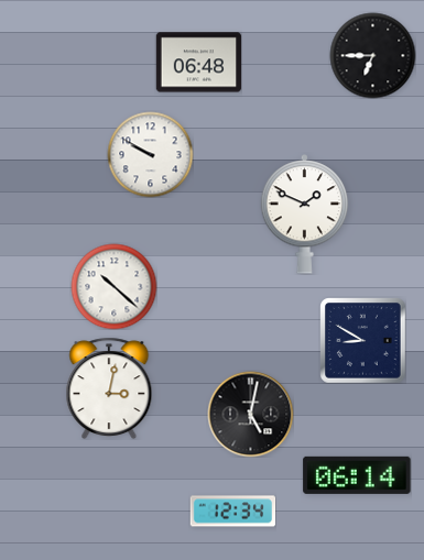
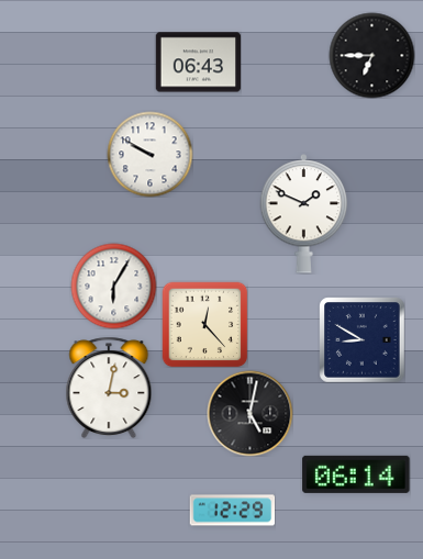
clock at (198, 63): 06:48 -> 06:43
clock at (113, 286): 10:22 -> 6:05
clock at (204, 324): none -> 12:23
clock at (232, 512): 12:34 -> 12:29
